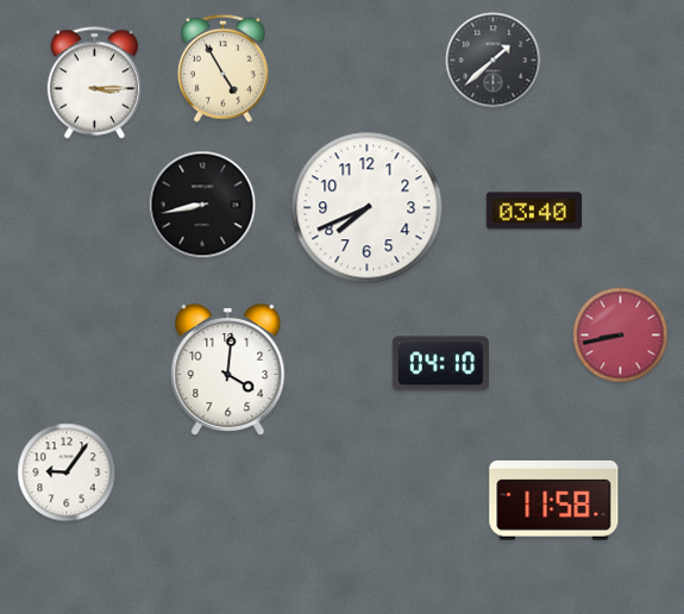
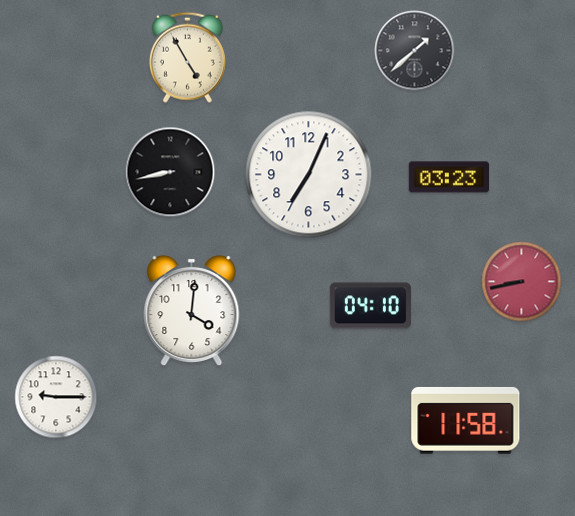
clock at (95, 83): 3:15 -> none
clock at (368, 208): 7:41 -> 7:04
clock at (534, 211): 03:40 -> 03:23
clock at (67, 472): 9:06 -> 9:15
